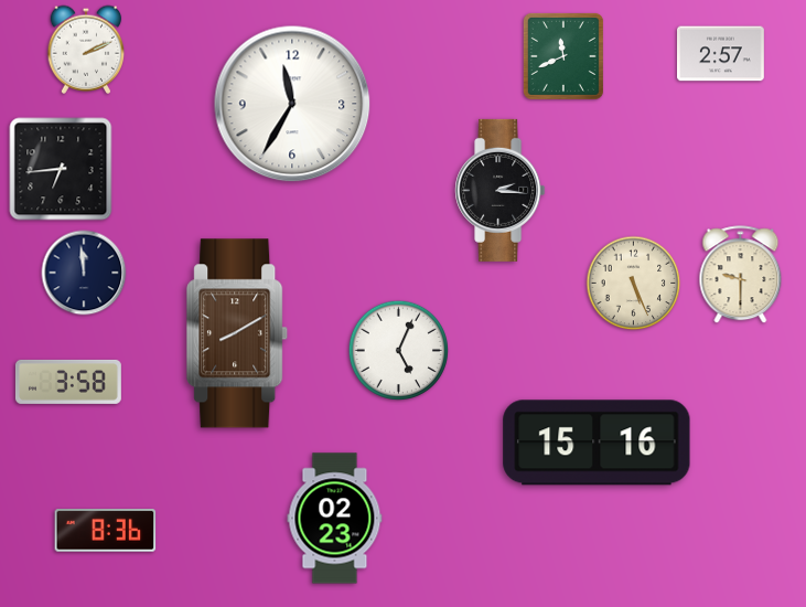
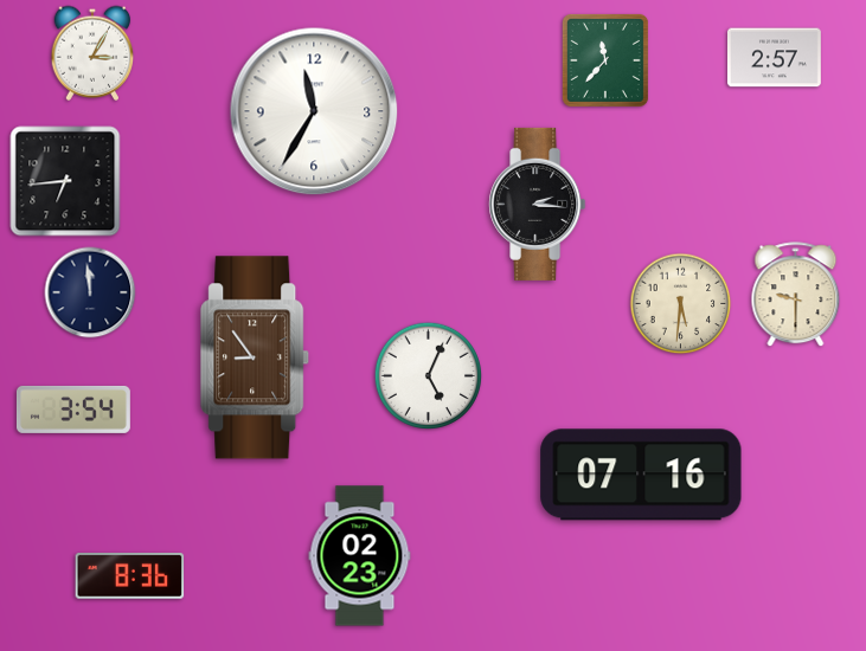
clock at (86, 50): 2:11 -> 3:05
clock at (563, 56): 11:41 -> 11:37
clock at (634, 284): 5:26 -> 5:31
clock at (238, 333): 8:10 -> 8:54
clock at (68, 382): 3:58 -> 3:54
clock at (597, 443): 15:16 -> 07:16
clock at (106, 531) position: (106, 531) -> (130, 576)
